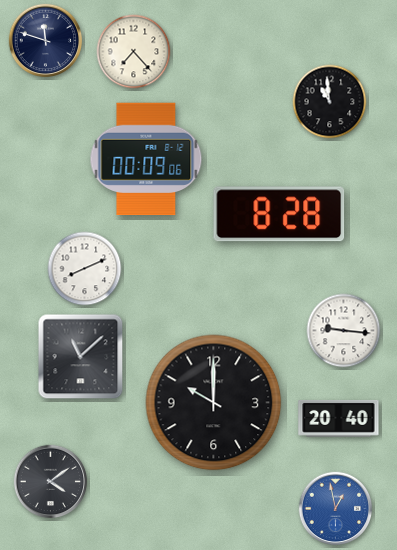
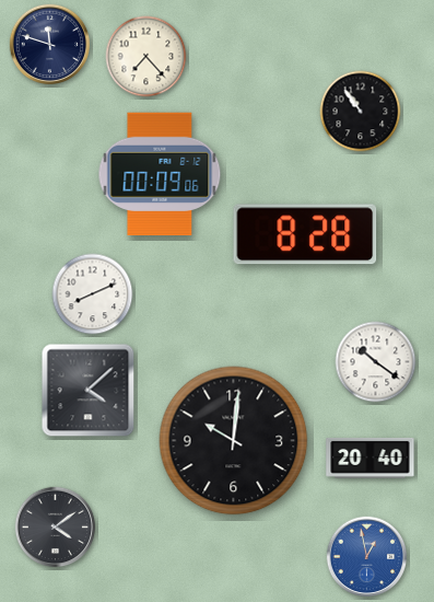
clock at (330, 102): 10:59 -> 10:54
clock at (344, 331): 9:16 -> 10:21
clock at (81, 357): 11:08 -> 4:08
clock at (214, 403): 10:00 -> 10:01
